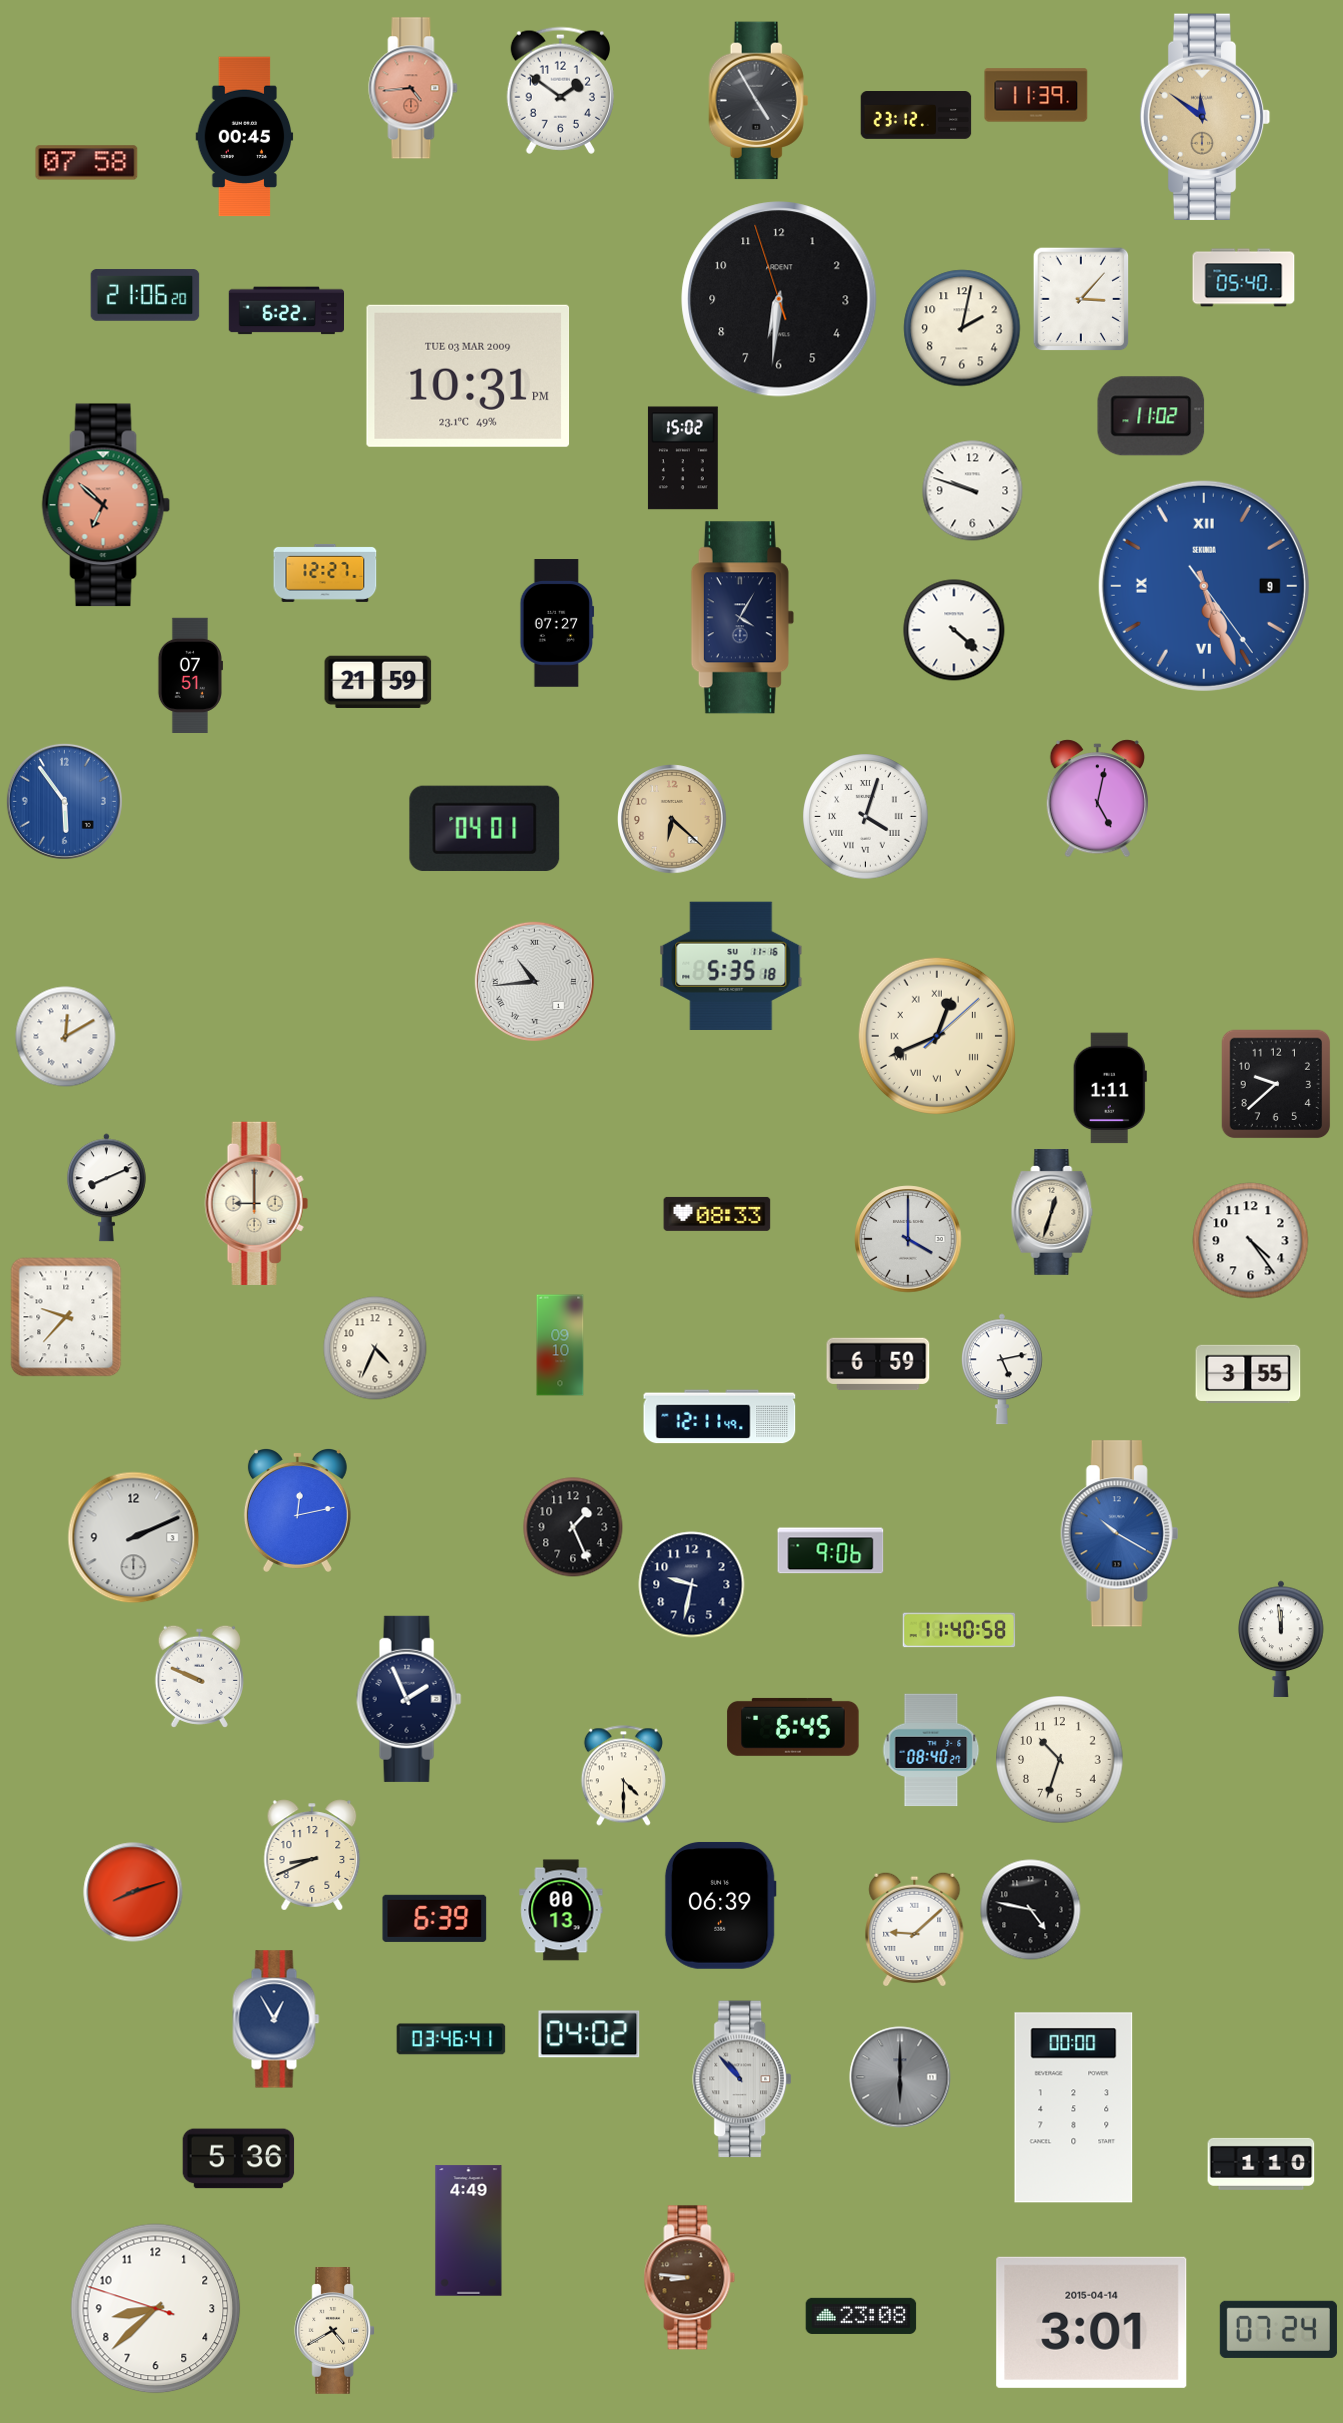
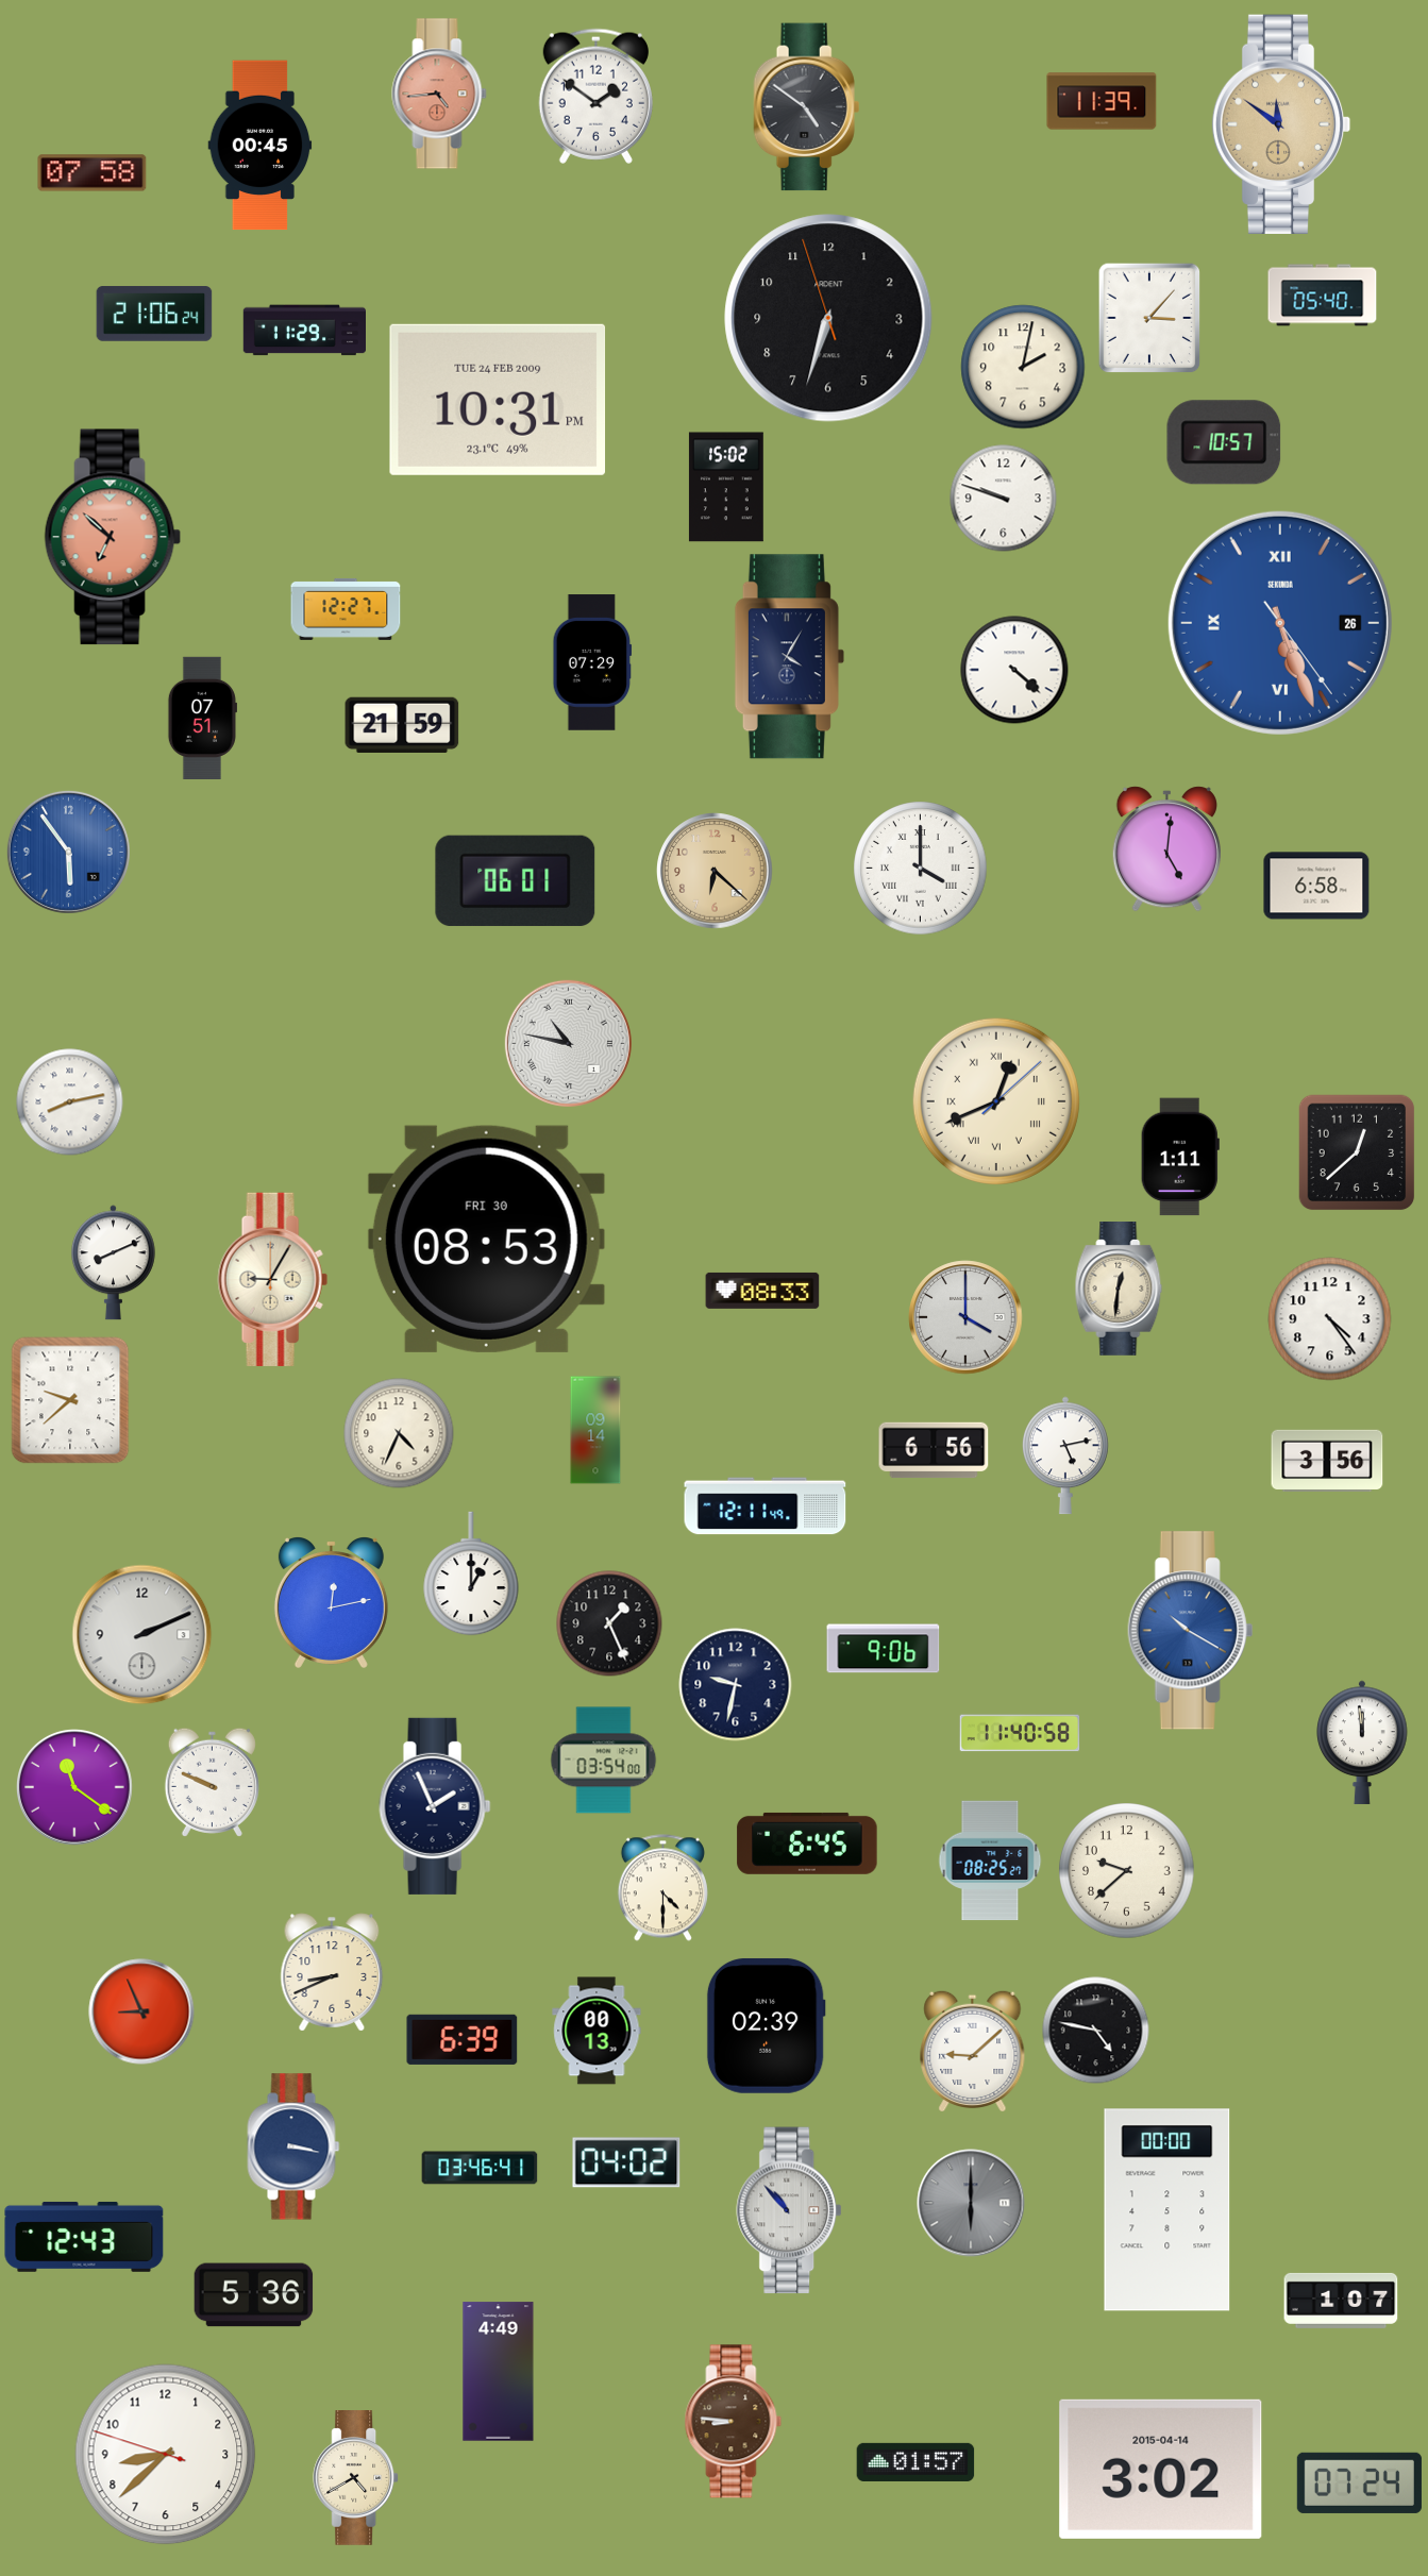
clock at (759, 101): 4:55 -> 4:51
clock at (916, 116): 23:12 -> none
clock at (145, 295): 21:06:20 -> 21:06:24
clock at (779, 299): 6:30 -> 6:32
clock at (286, 311): 6:22 -> 11:29
clock at (962, 328) position: (962, 328) -> (1023, 367)
clock at (468, 376) date: TUE 03 MAR 2009 -> TUE 24 FEB 2009
clock at (1151, 416): 11:02 -> 10:57
clock at (973, 491) position: (973, 491) -> (1004, 499)
clock at (1204, 586) date: 9 -> 26
clock at (557, 623): 07:27 -> 07:29
clock at (1097, 799): 5:02 -> 5:01
clock at (866, 817): 4:03 -> 4:00
clock at (485, 828): 04:01 -> 06:01
clock at (1316, 886): none -> 6:58
clock at (731, 966): 5:35 -> none
clock at (534, 981): 10:44 -> 10:47
clock at (66, 1037): 12:10 -> 8:13
clock at (1276, 1084): 9:38 -> 12:38
clock at (486, 1239): none -> 08:53
clock at (256, 1203): 9:00 -> 9:05
clock at (1052, 1213): 12:33 -> 12:31
clock at (66, 1317): 9:37 -> 9:38
clock at (560, 1345): 09:10 -> 09:14
clock at (878, 1364): 6:59 -> 6:56
clock at (1248, 1373): 3:55 -> 3:56
clock at (471, 1573): none -> 1:00
clock at (297, 1511) position: (297, 1511) -> (331, 1603)
clock at (604, 1761): none -> 03:54
clock at (74, 1787): none -> 11:21
clock at (793, 1727) position: (793, 1727) -> (807, 1843)
clock at (931, 1750): 08:40 -> 08:25
clock at (1060, 1760): 10:33 -> 9:38
clock at (133, 1892): 8:12 -> 8:56
clock at (720, 1905): 06:39 -> 02:39
clock at (276, 2019): 12:55 -> 3:17
clock at (900, 2077) position: (900, 2077) -> (971, 2203)
clock at (84, 2237): none -> 12:43
clock at (1074, 2108) position: (1074, 2108) -> (1167, 2210)
clock at (1261, 2164): 1:10 -> 1:07
clock at (861, 2316): 23:08 -> 01:57
clock at (1092, 2322): 3:01 -> 3:02
clock at (1278, 2329) position: (1278, 2329) -> (1359, 2482)
